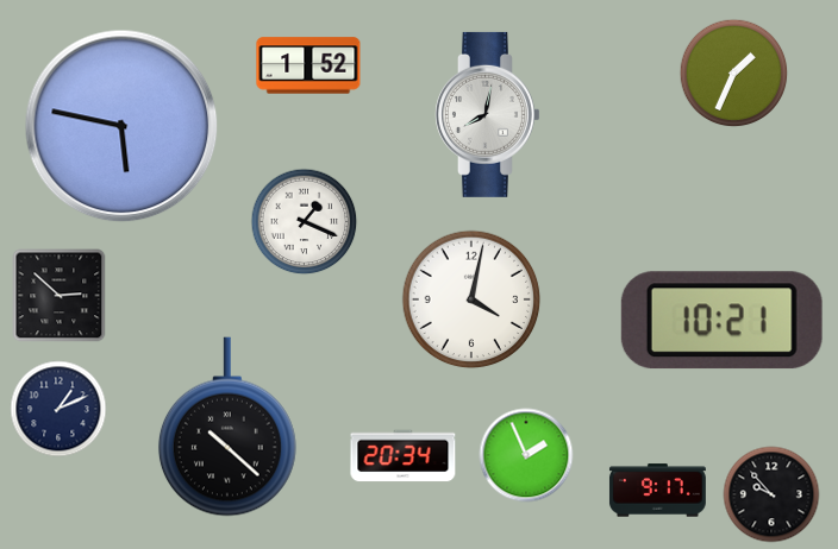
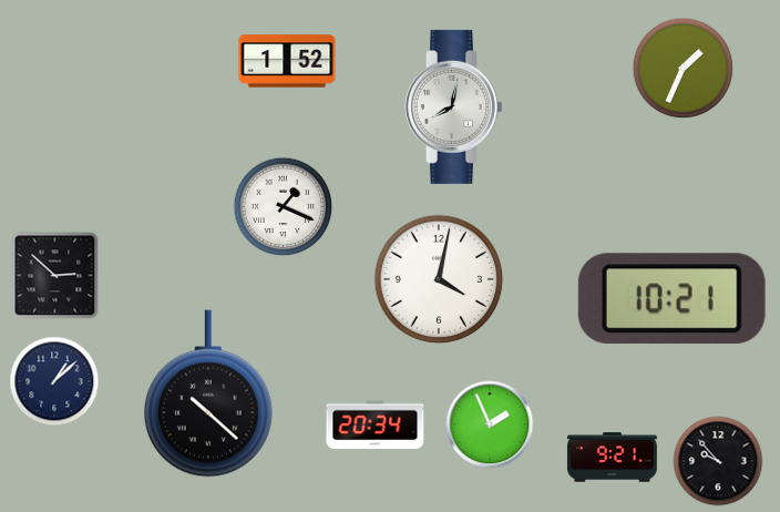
clock at (121, 126): 5:47 -> none
clock at (58, 409): 1:11 -> 1:08
clock at (227, 427) position: (227, 427) -> (208, 393)
clock at (657, 491): 9:17 -> 9:21
